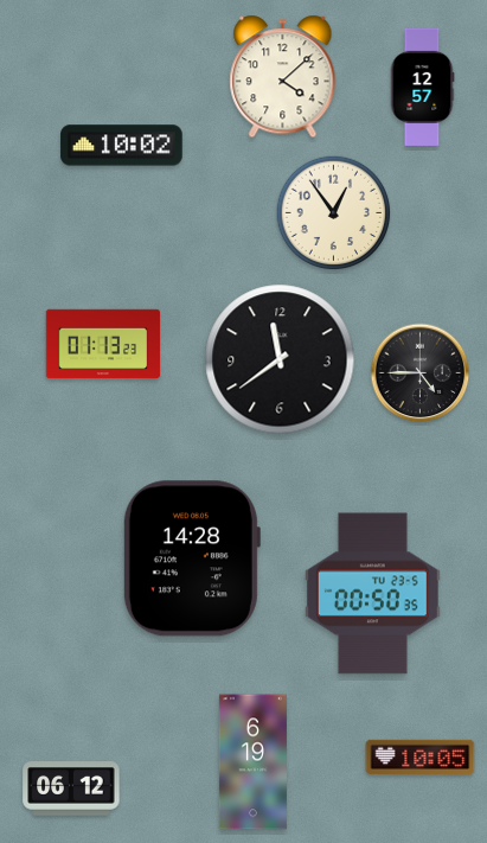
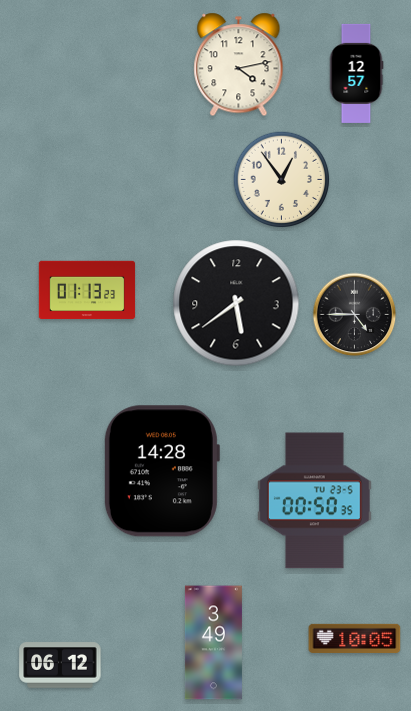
clock at (283, 77): 4:08 -> 4:13
clock at (122, 146): 10:02 -> none
clock at (280, 359): 11:39 -> 5:39
clock at (252, 762): 6:19 -> 3:49
